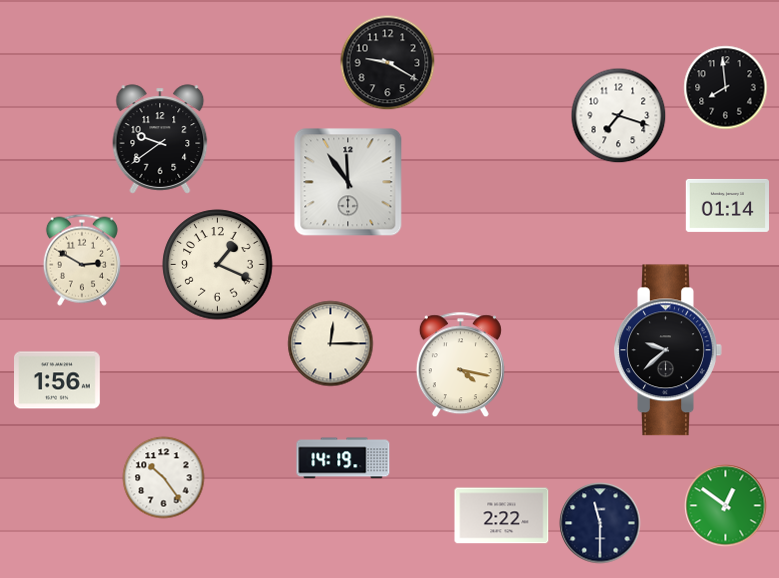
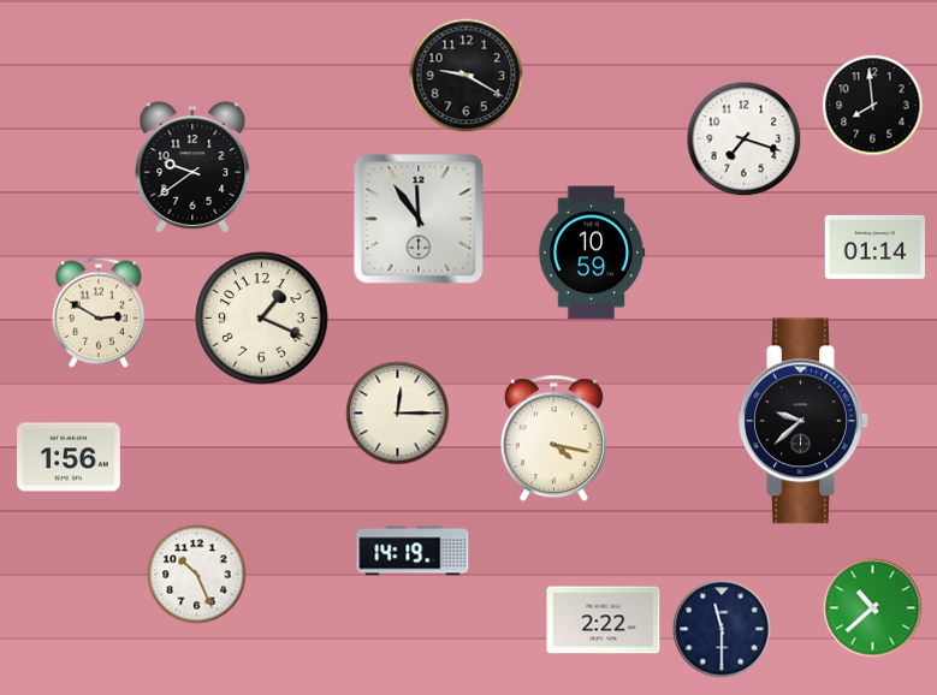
clock at (592, 253): none -> 10:59
clock at (164, 478): 10:24 -> 10:26
clock at (726, 506): 12:51 -> 10:38
